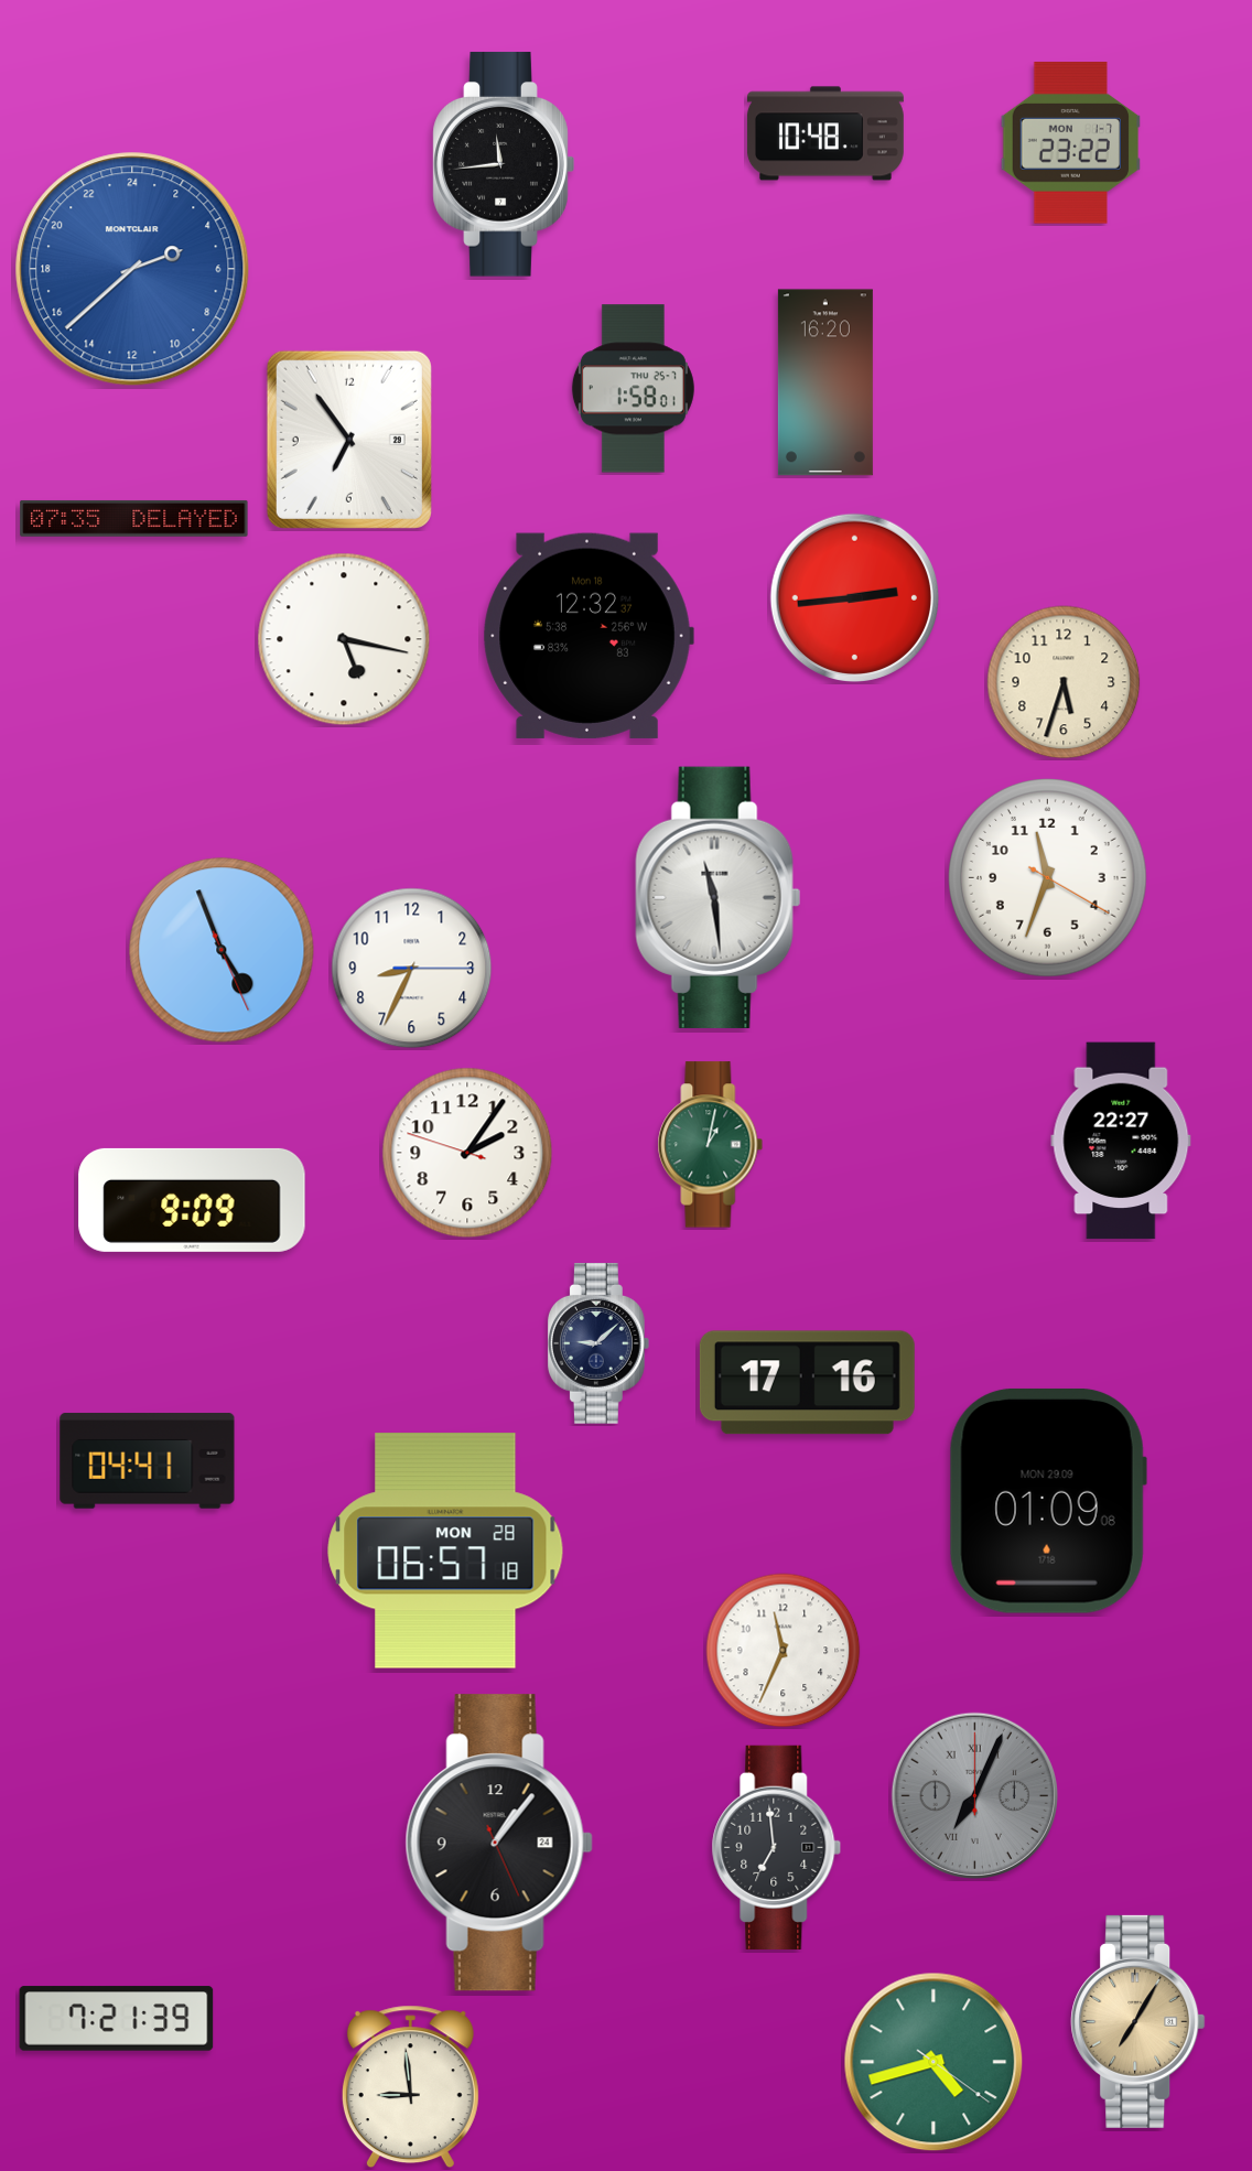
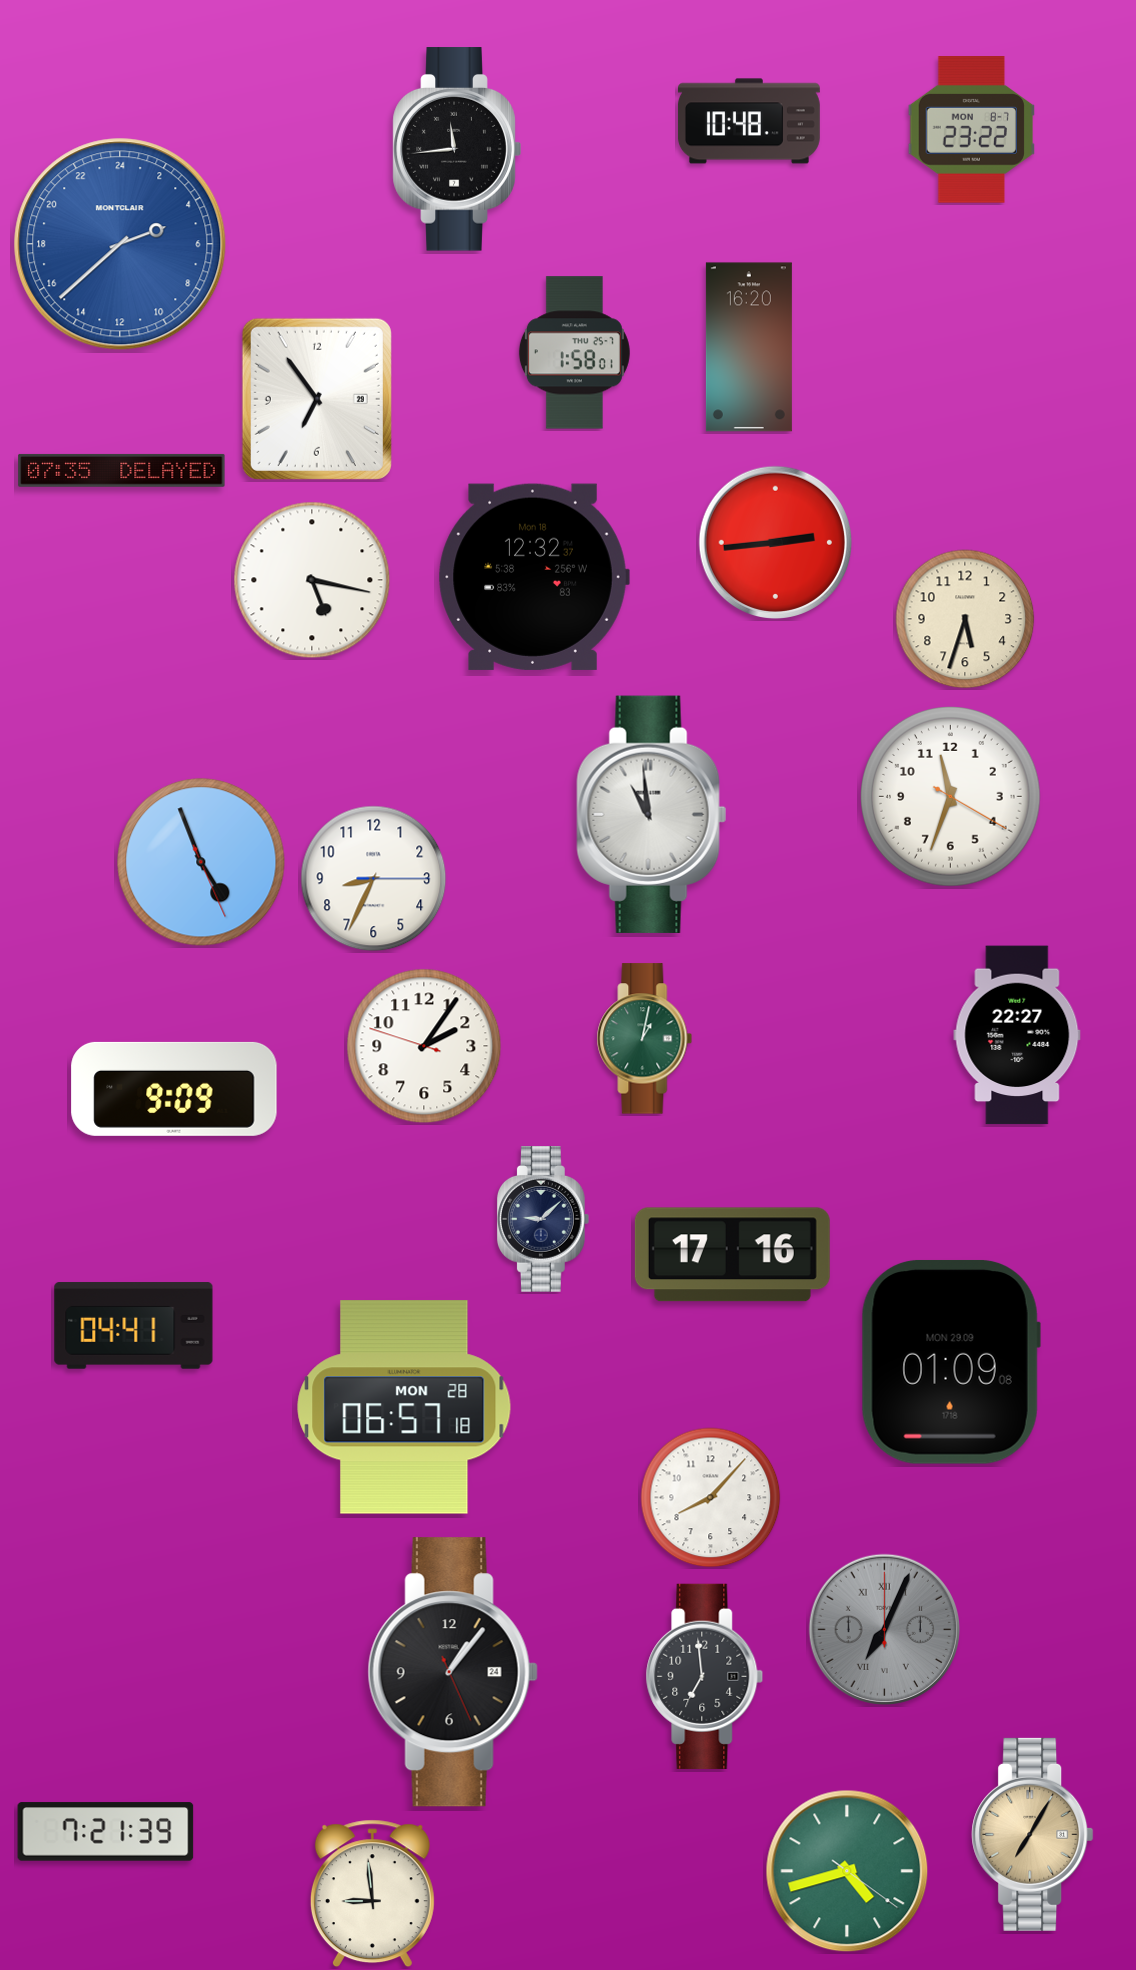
clock at (1070, 143) date: MON 1-7 -> MON 8-7
clock at (719, 897): 11:29 -> 10:59
clock at (784, 1651): 11:34 -> 8:07
